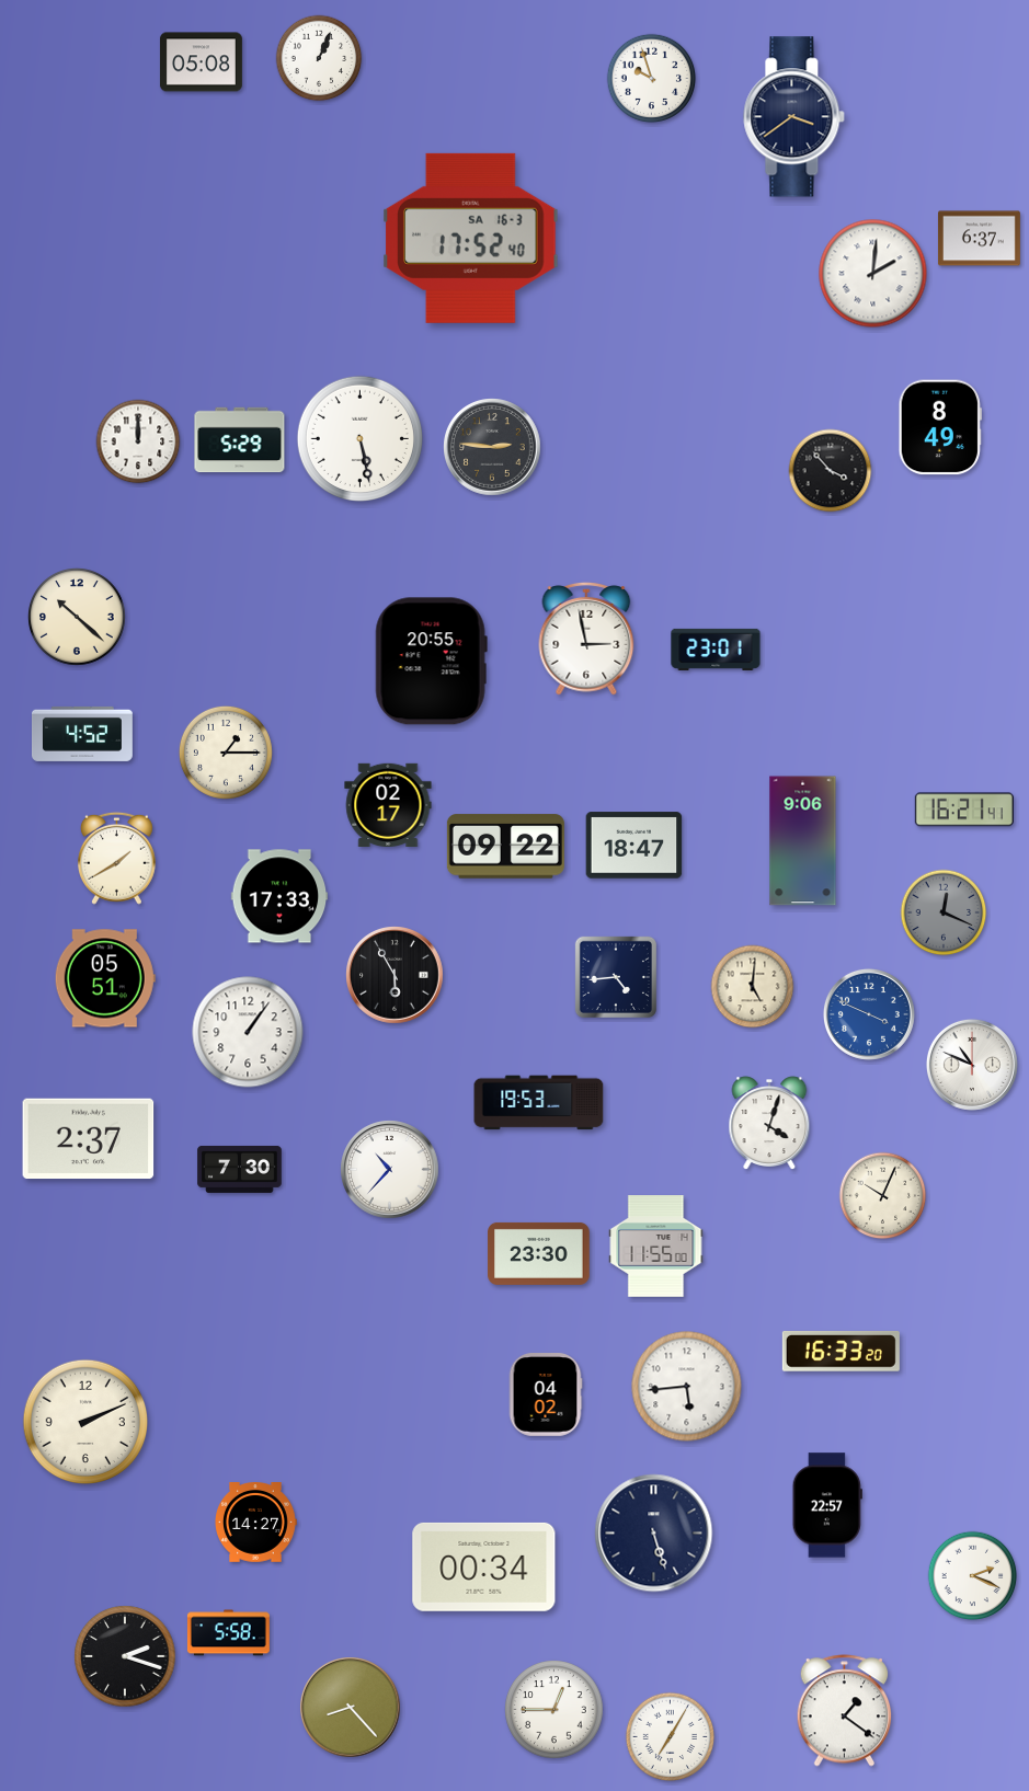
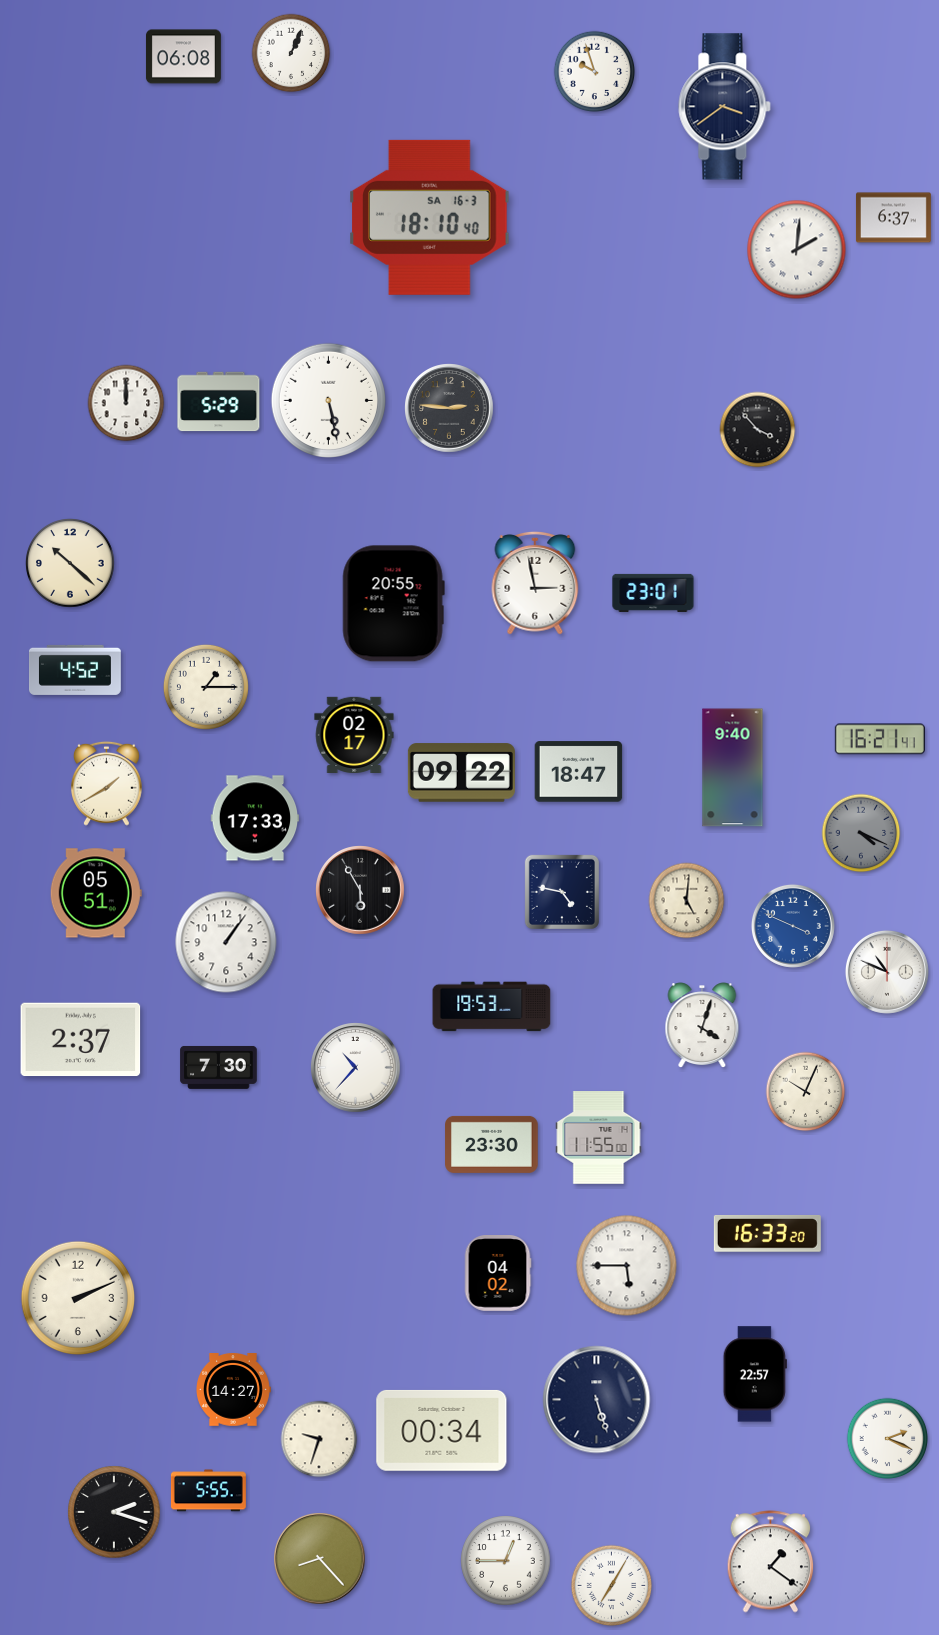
clock at (201, 62): 05:08 -> 06:08
clock at (471, 238): 17:52 -> 18:10
clock at (940, 427): 8:49 -> none
clock at (803, 841): 9:06 -> 9:40
clock at (944, 912): 12:19 -> 4:19
clock at (616, 977): 4:44 -> 4:47
clock at (687, 1387): 5:44 -> 5:45
clock at (319, 1439): none -> 9:33
clock at (228, 1633): 5:58 -> 5:55
